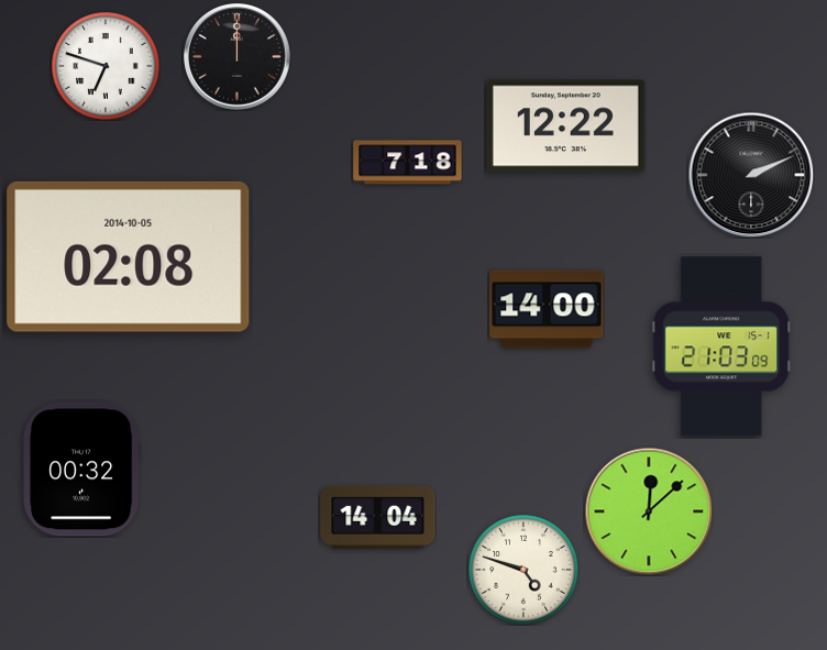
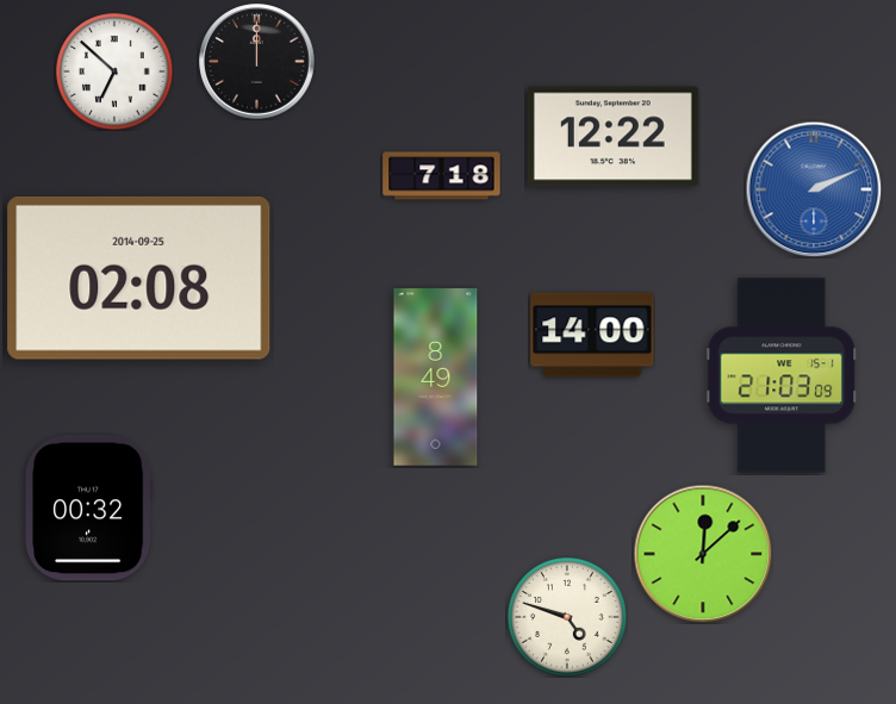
clock at (106, 66): 6:48 -> 6:52
clock at (751, 175) dial: black -> blue
clock at (129, 256) date: 2014-10-05 -> 2014-09-25
clock at (436, 378): none -> 8:49
clock at (378, 517): 14:04 -> none
